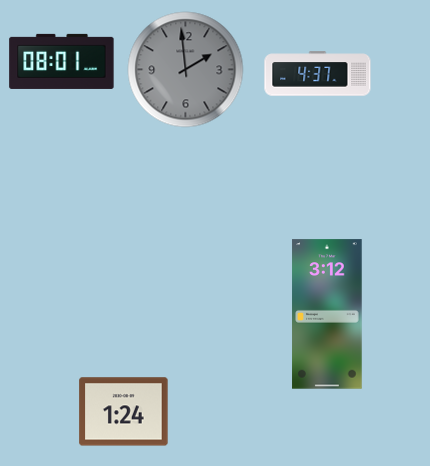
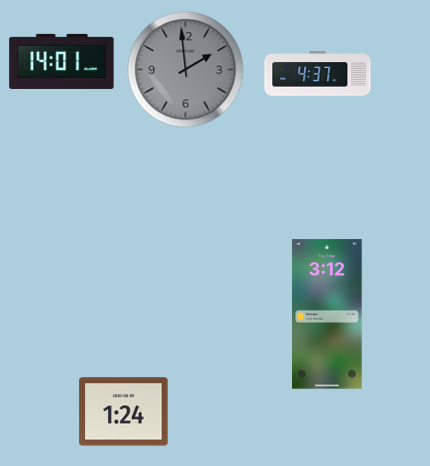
clock at (62, 61): 08:01 -> 14:01
